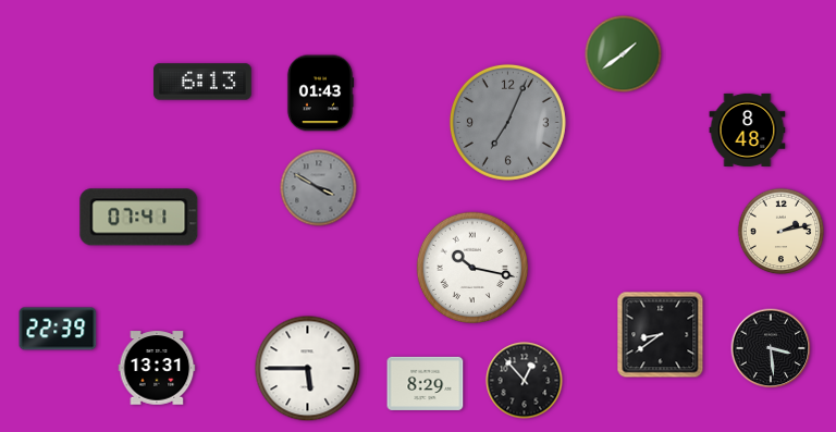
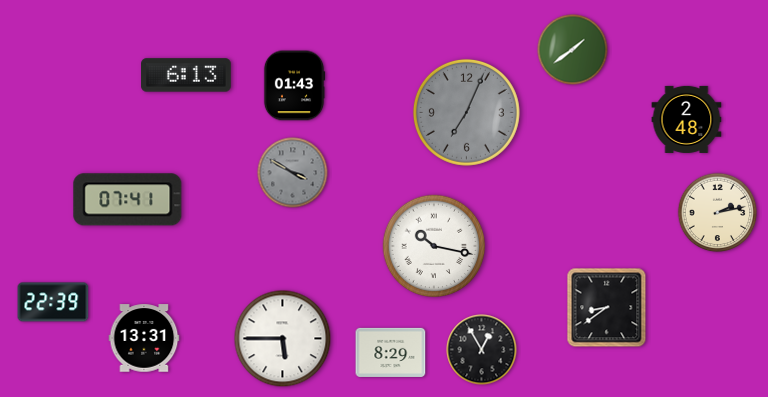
clock at (748, 129): 8:48 -> 2:48
clock at (771, 348): 3:29 -> none
clock at (525, 381): 12:53 -> 12:55
